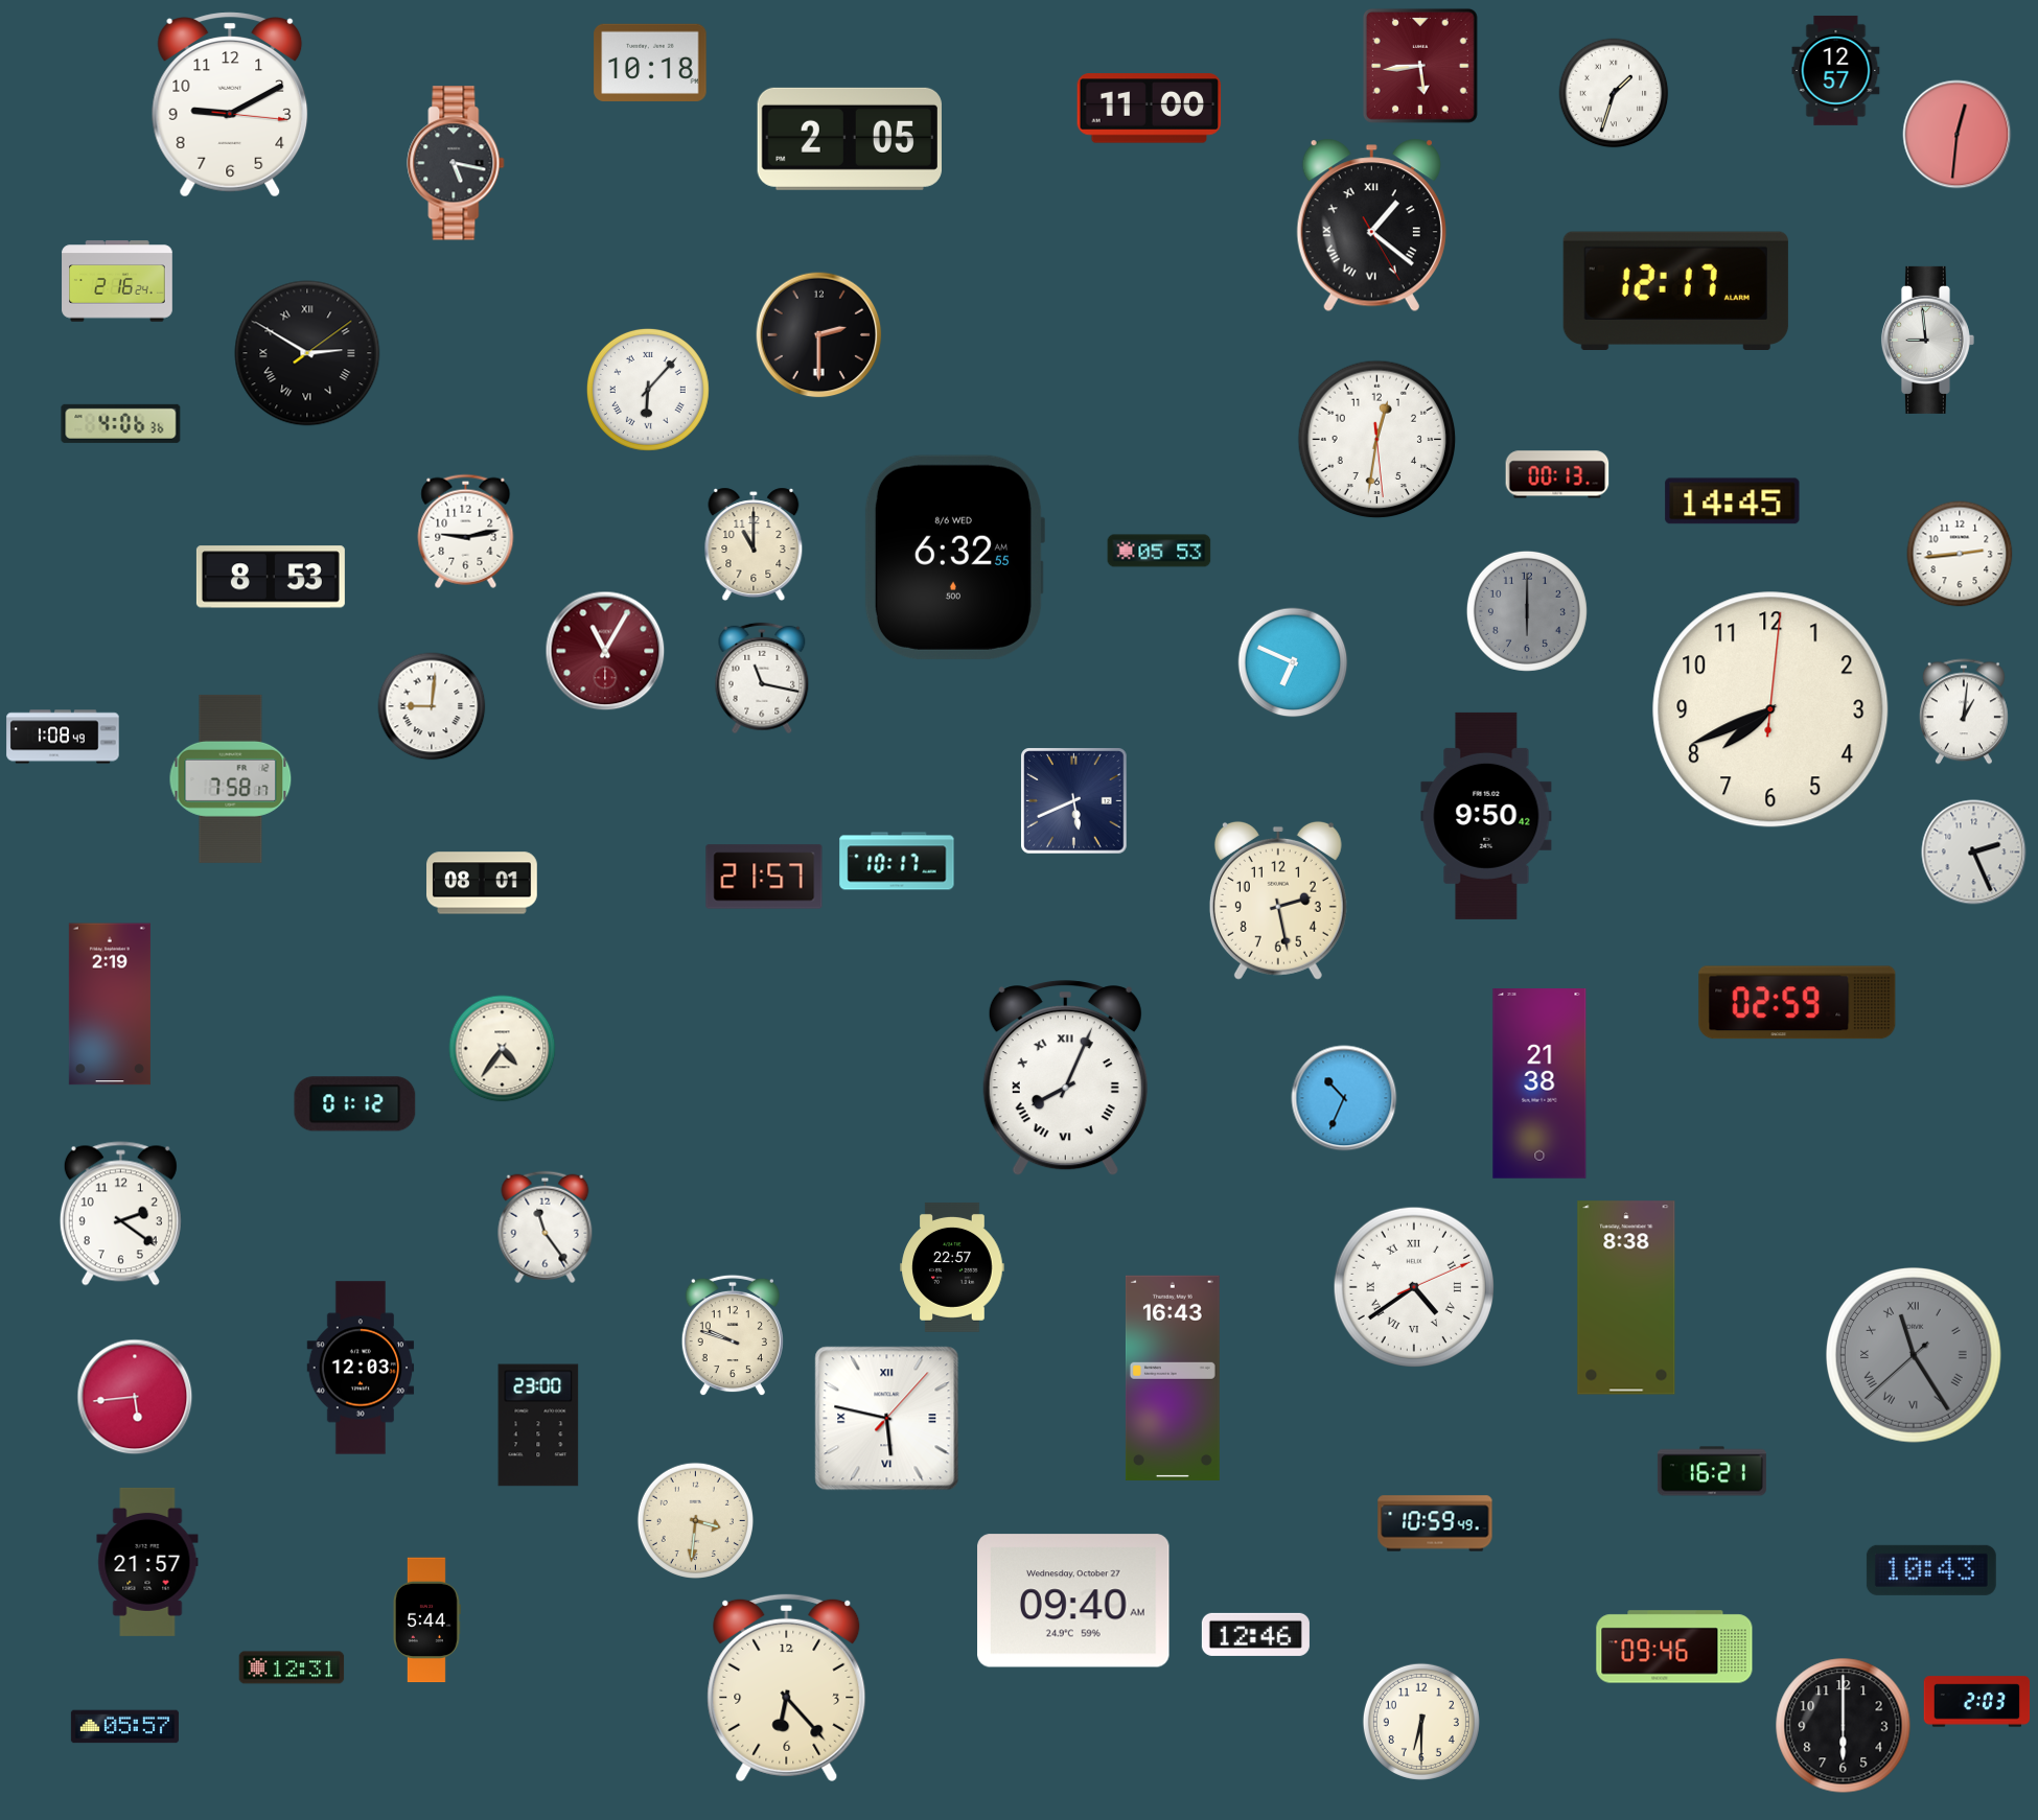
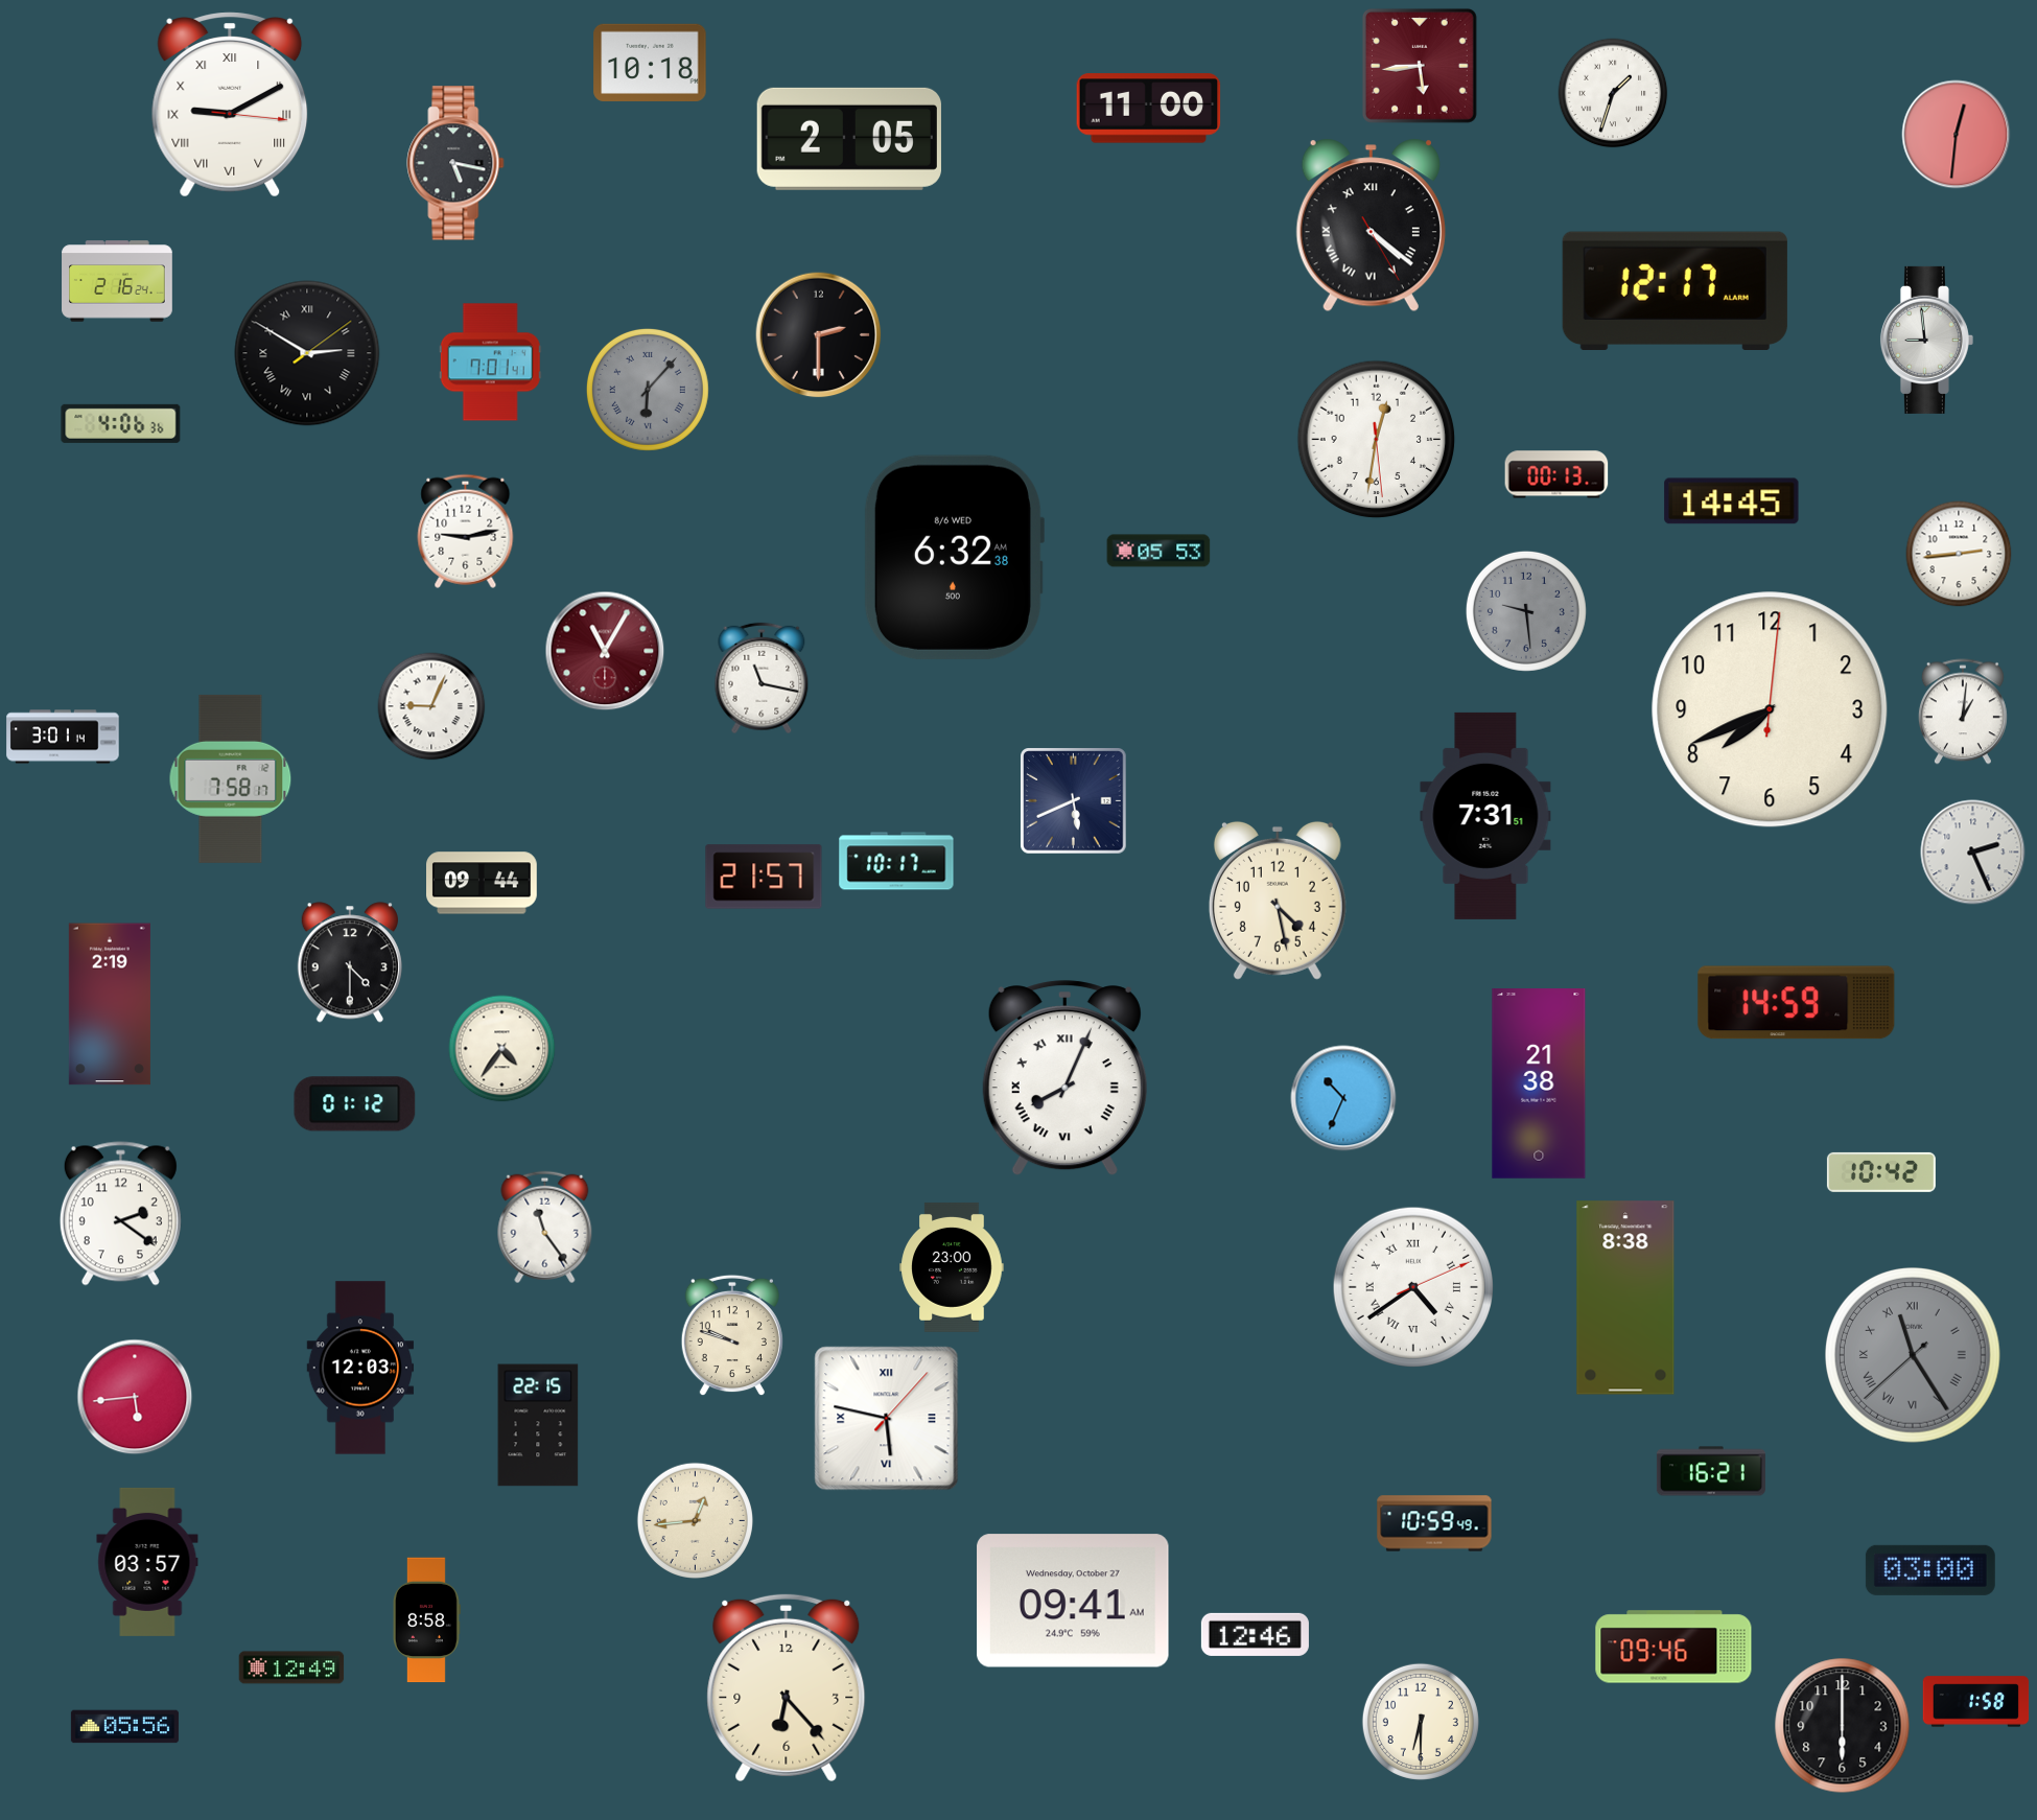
clock at (1836, 70): 12:57 -> none
clock at (230, 104) numerals: Arabic -> Roman
clock at (1371, 226): 1:21 -> 4:21
clock at (490, 363): none -> 7:01
clock at (648, 390) dial: white -> grey
clock at (754, 544): 11:00 -> none
clock at (954, 557): 6:32:55 AM -> 6:32:38 AM
clock at (271, 577): 8:53 -> none
clock at (1527, 611): 6:00 -> 9:29
clock at (1293, 662): 6:49 -> none
clock at (432, 706): 9:01 -> 9:04
clock at (63, 737): 1:08 -> 3:01
clock at (1486, 816): 9:50 -> 7:31
clock at (483, 883): 08:01 -> 09:44
clock at (1278, 901): 2:28 -> 4:28
clock at (350, 962): none -> 4:30
clock at (1798, 1003): 02:59 -> 14:59
clock at (1881, 1172): none -> 10:42
clock at (952, 1267): 22:57 -> 23:00
clock at (1173, 1378): 16:43 -> none
clock at (538, 1425): 23:00 -> 22:15
clock at (695, 1520): 3:31 -> 12:44
clock at (147, 1562): 21:57 -> 03:57
clock at (1931, 1570): 10:43 -> 03:00
clock at (1073, 1601): 09:40 -> 09:41
clock at (426, 1620): 5:44 -> 8:58
clock at (292, 1667): 12:31 -> 12:49
clock at (1977, 1702): 2:03 -> 1:58
clock at (124, 1727): 05:57 -> 05:56
